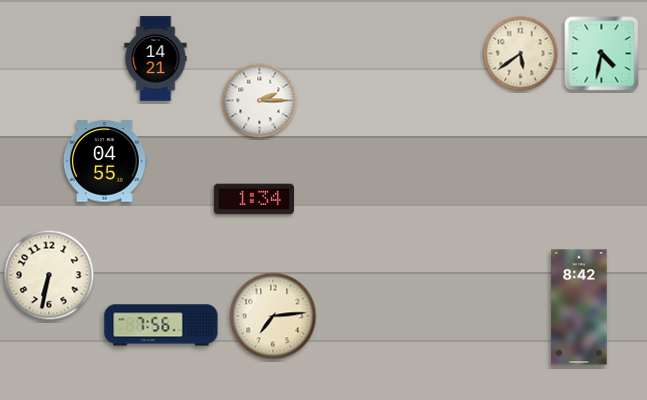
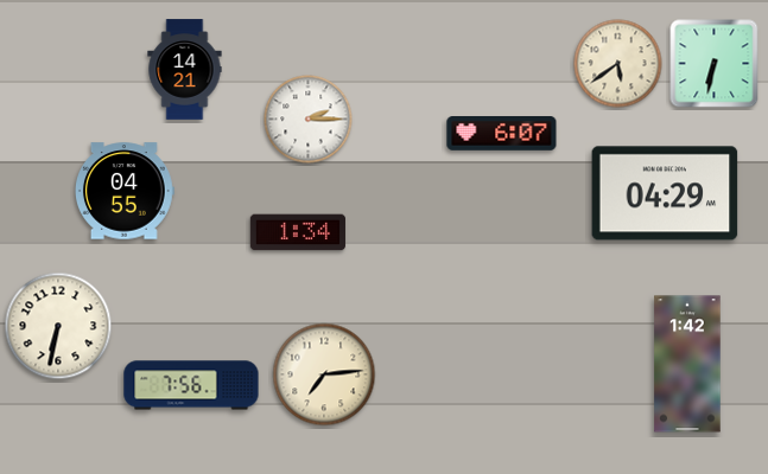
clock at (602, 54): 4:32 -> 6:32
clock at (502, 134): none -> 6:07
clock at (665, 193): none -> 04:29
clock at (254, 199) position: (254, 199) -> (298, 232)
clock at (579, 307): 8:42 -> 1:42
